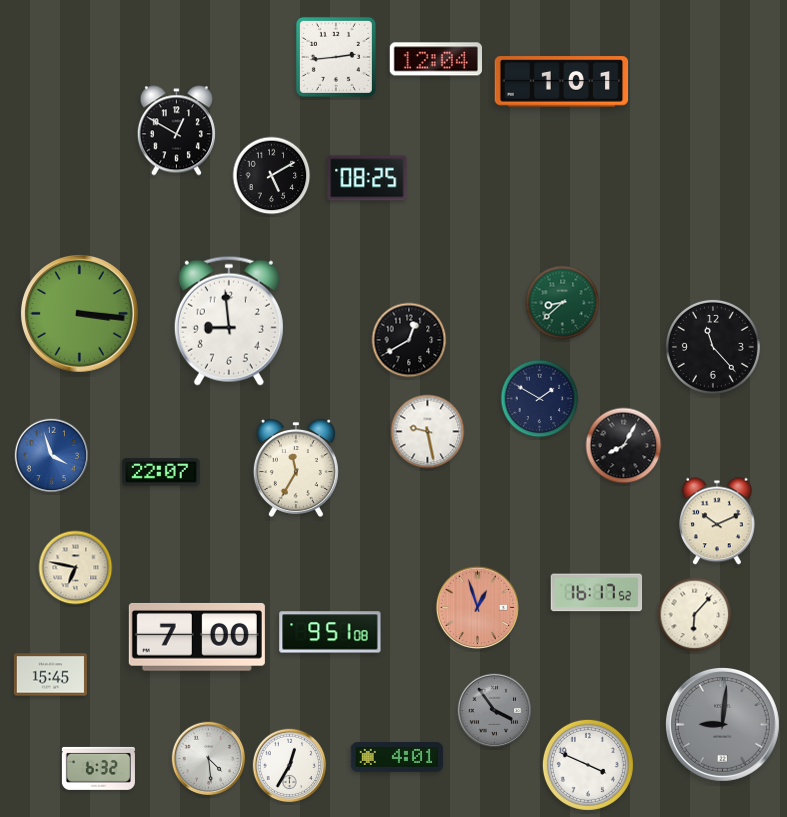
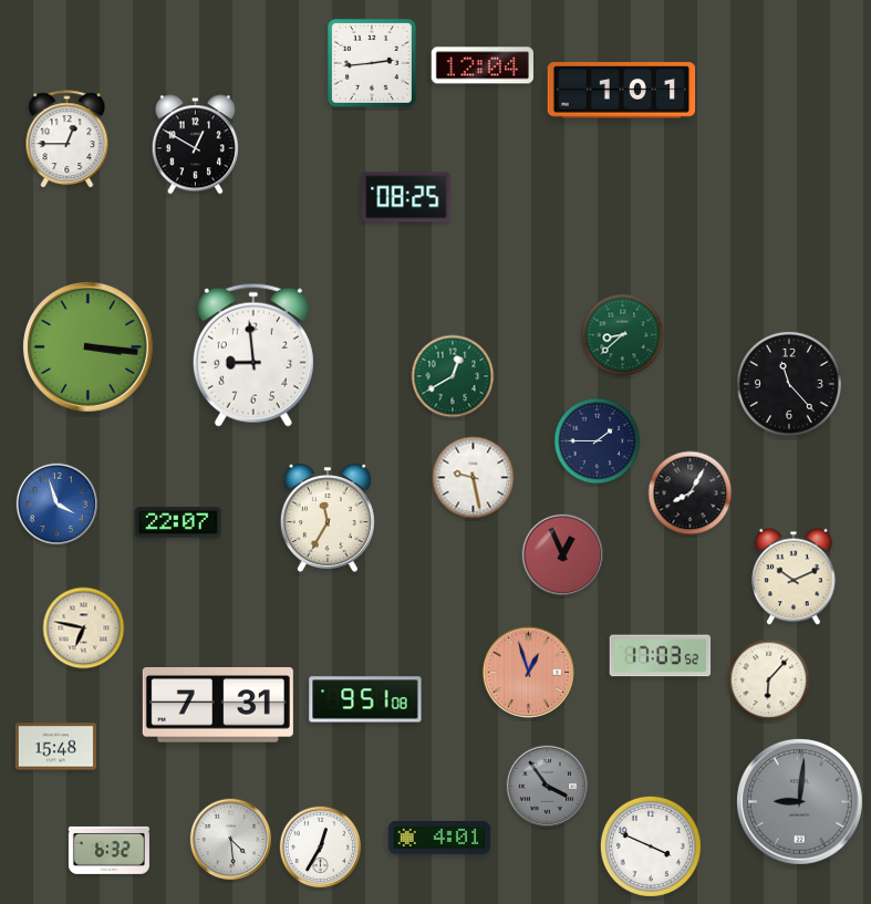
clock at (68, 139): none -> 12:45
clock at (272, 176): 5:10 -> none
clock at (409, 340) dial: black -> green
clock at (540, 399): 1:50 -> 1:45
clock at (563, 555): none -> 12:56
clock at (597, 593): 16:17 -> 17:03
clock at (197, 637): 7:00 -> 7:31
clock at (50, 675): 15:45 -> 15:48
